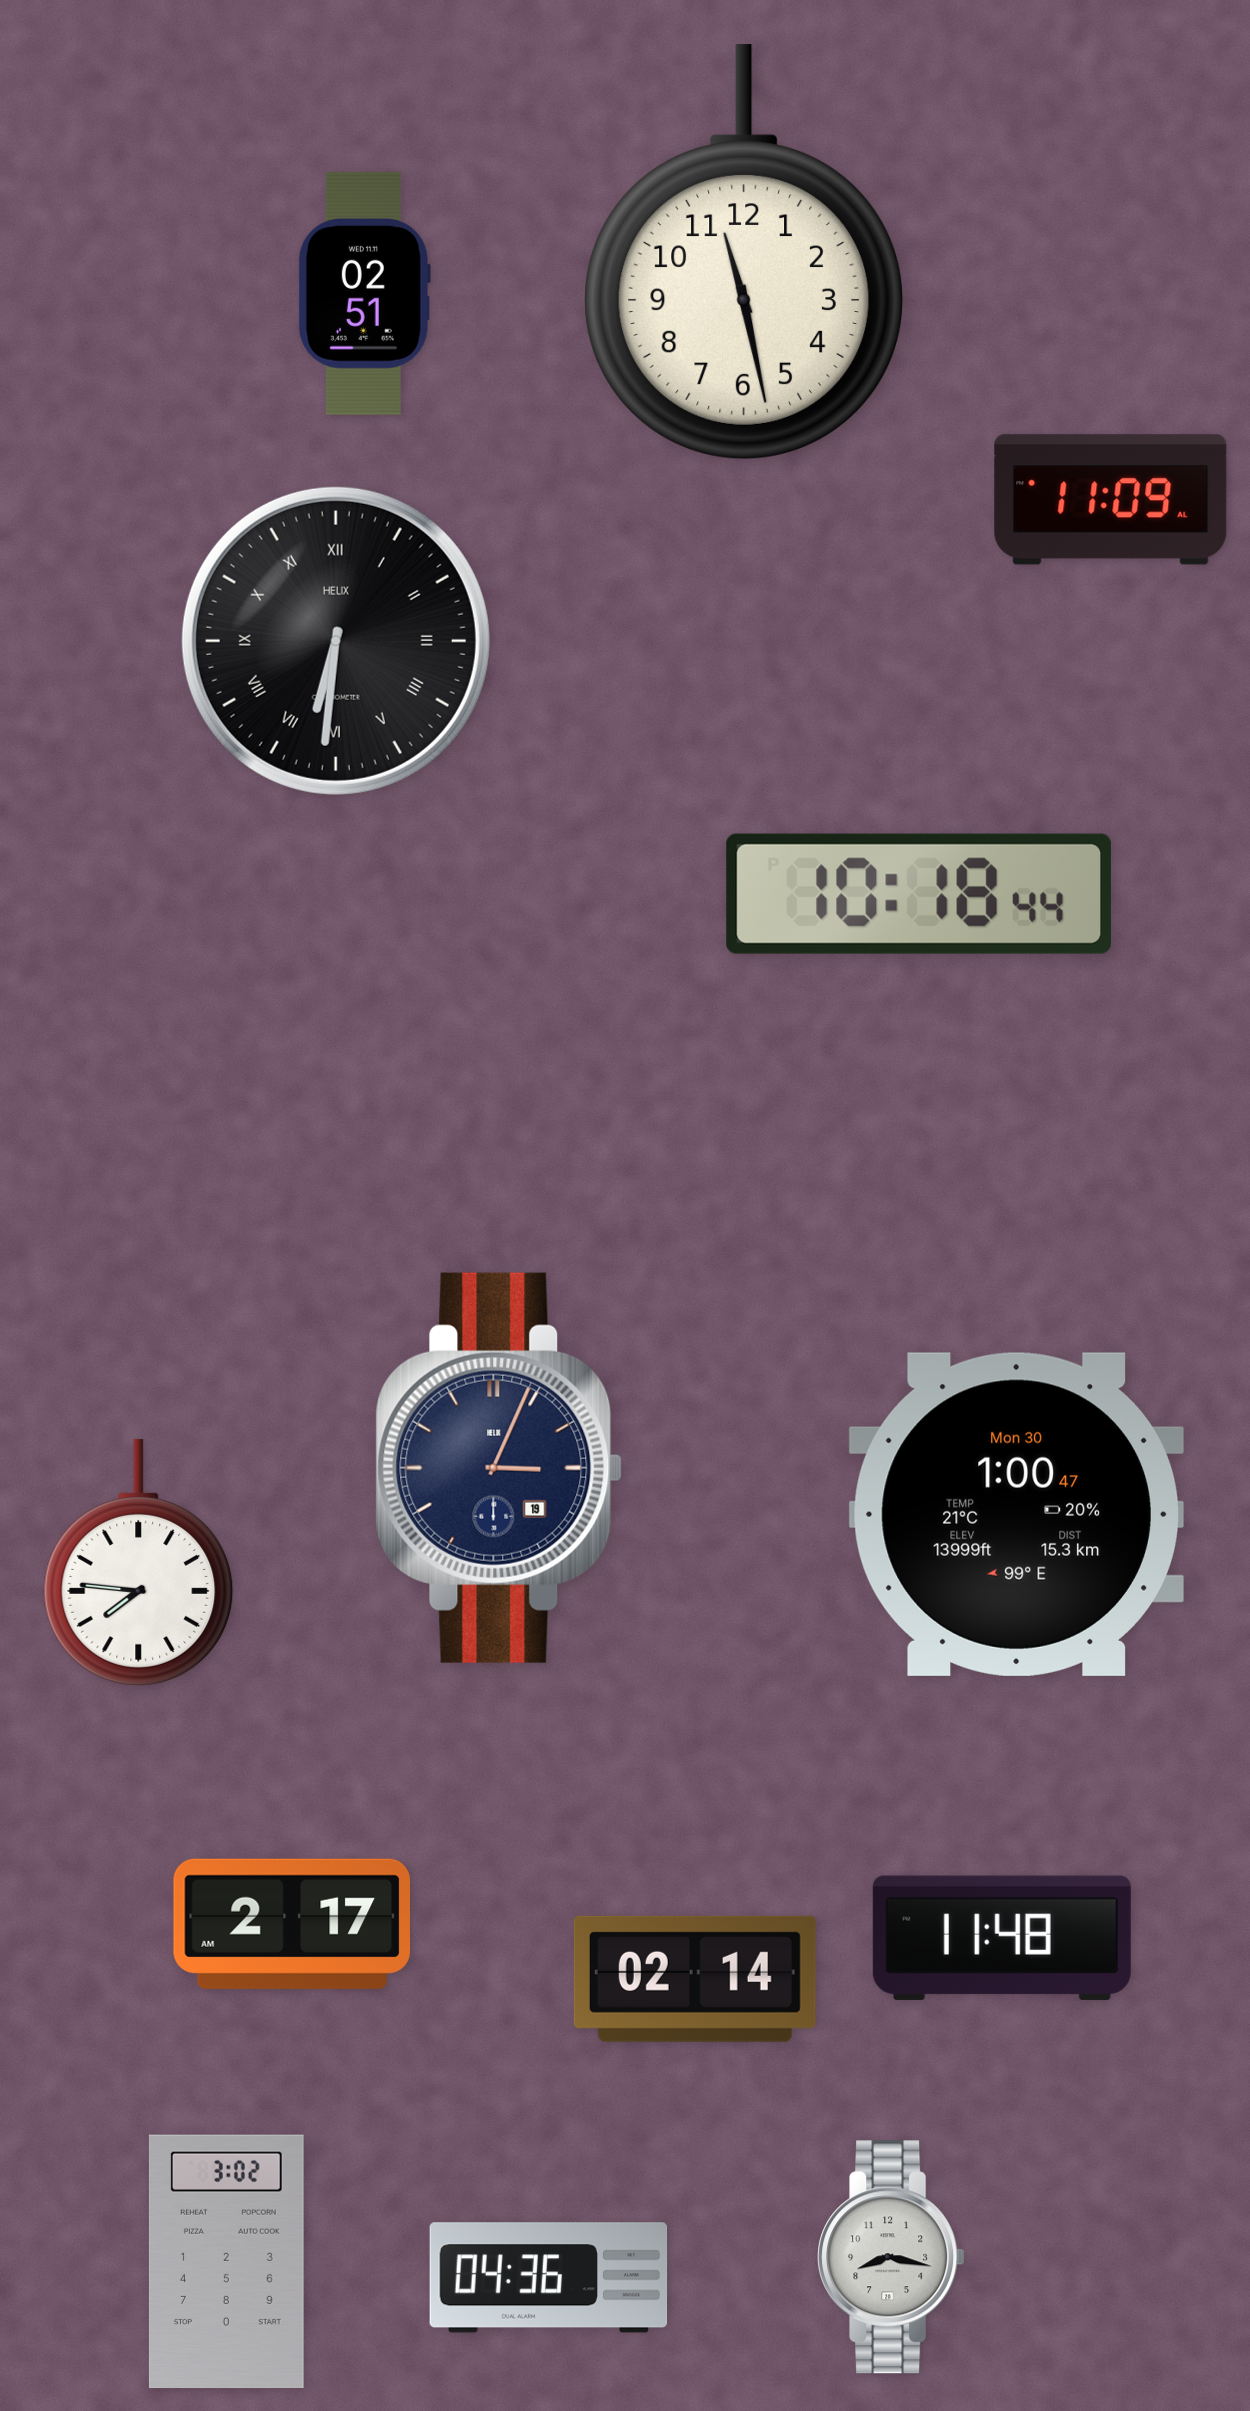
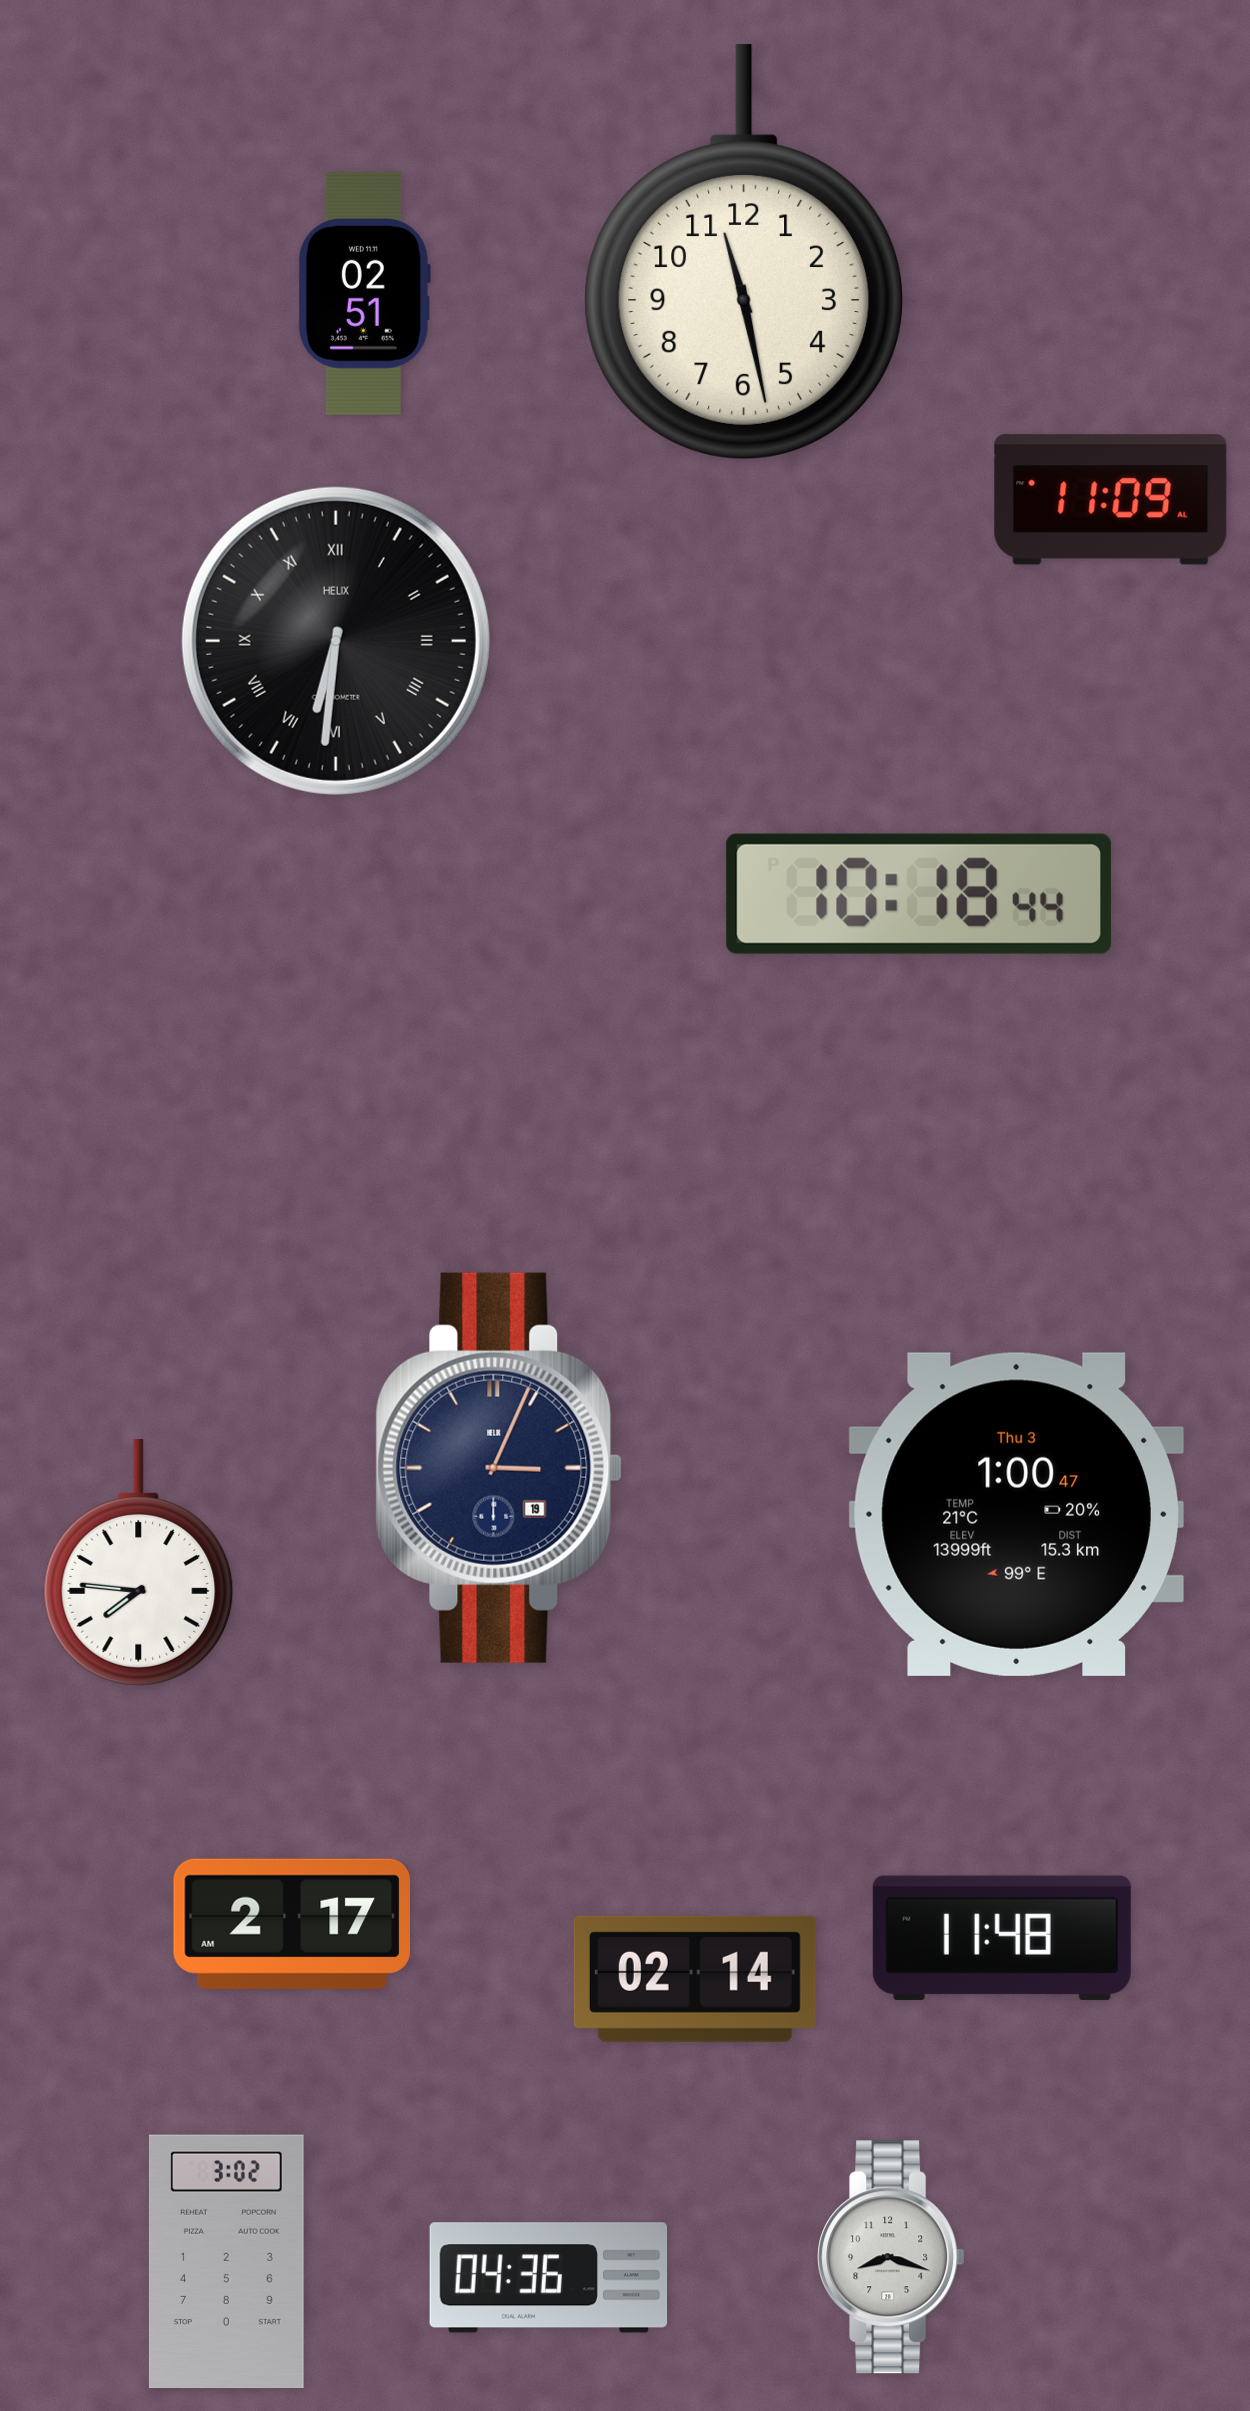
clock at (1016, 1514) date: Mon 30 -> Thu 3
clock at (891, 2257): 8:17 -> 8:18
